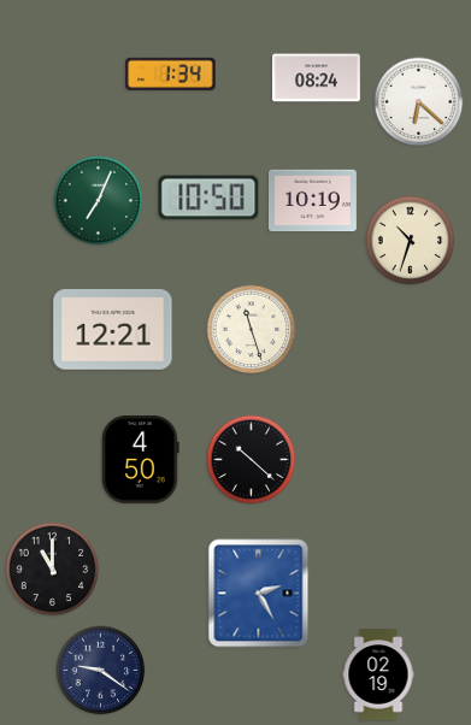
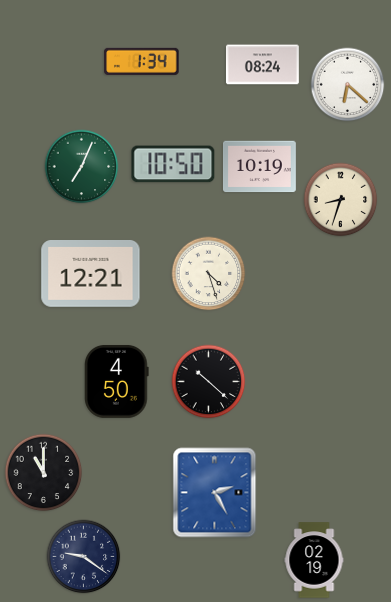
clock at (411, 241): 10:33 -> 8:33
clock at (113, 330) position: (113, 330) -> (91, 274)
clock at (252, 330): 11:27 -> 4:27
